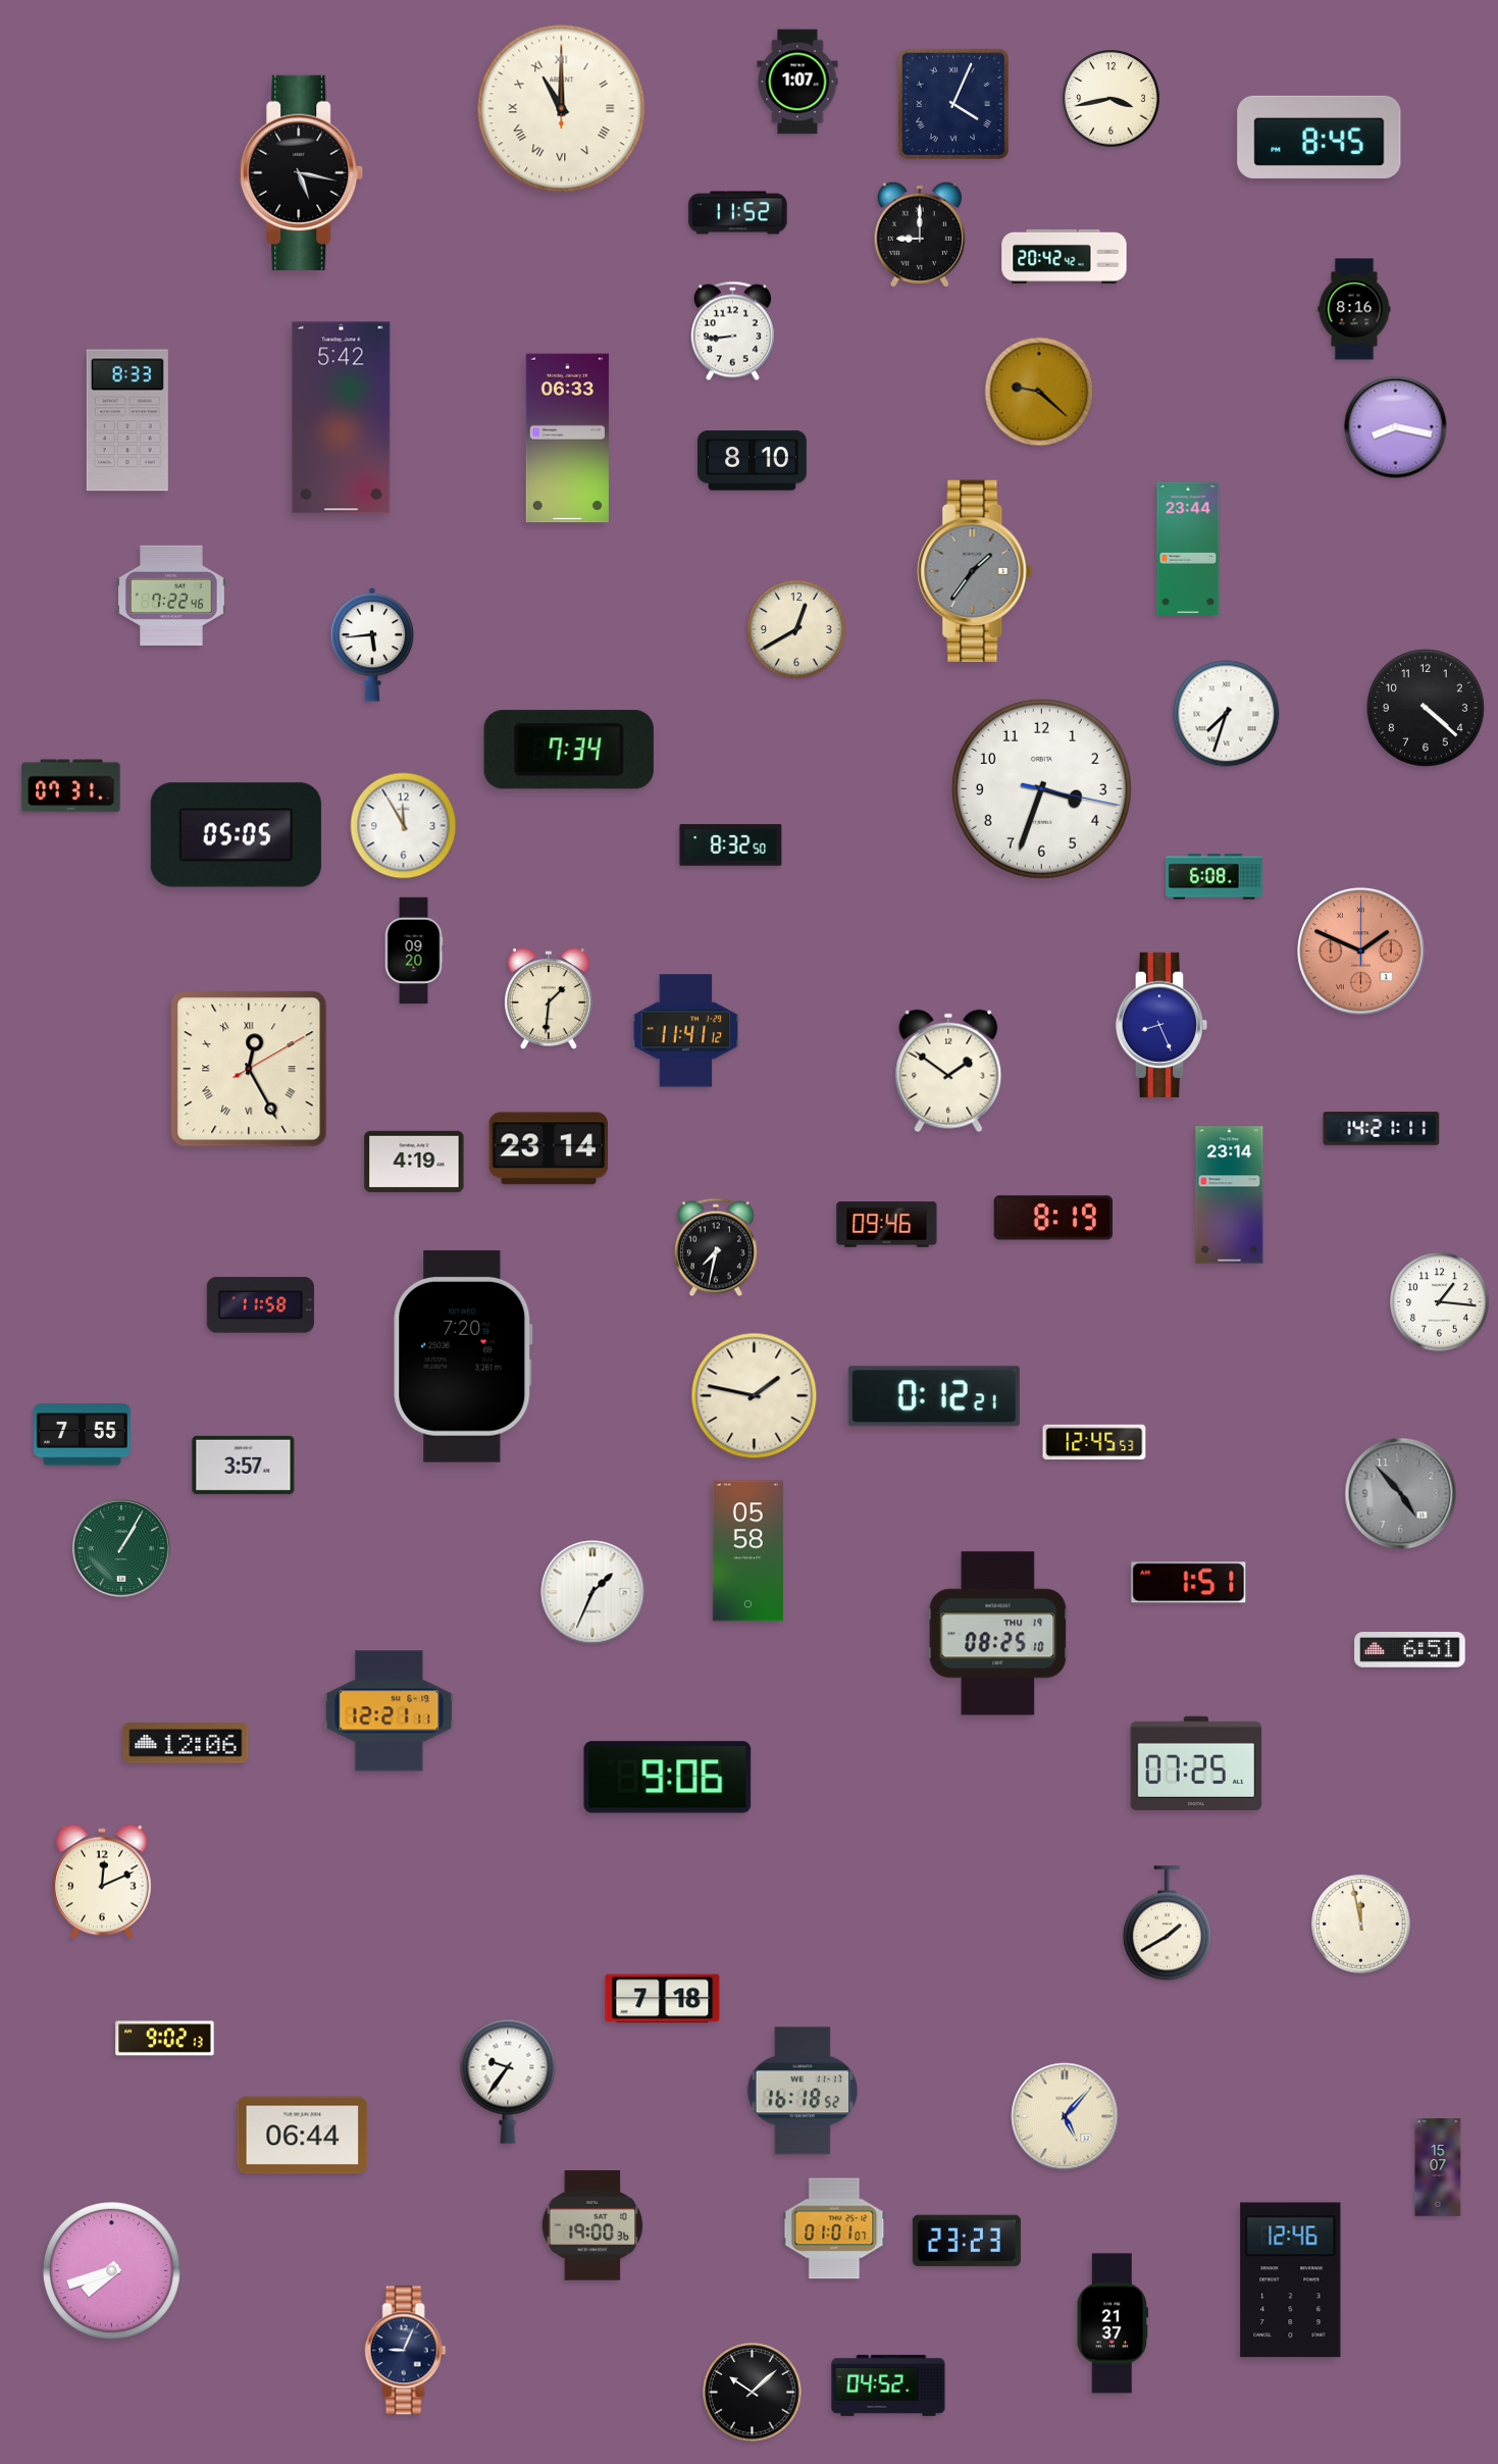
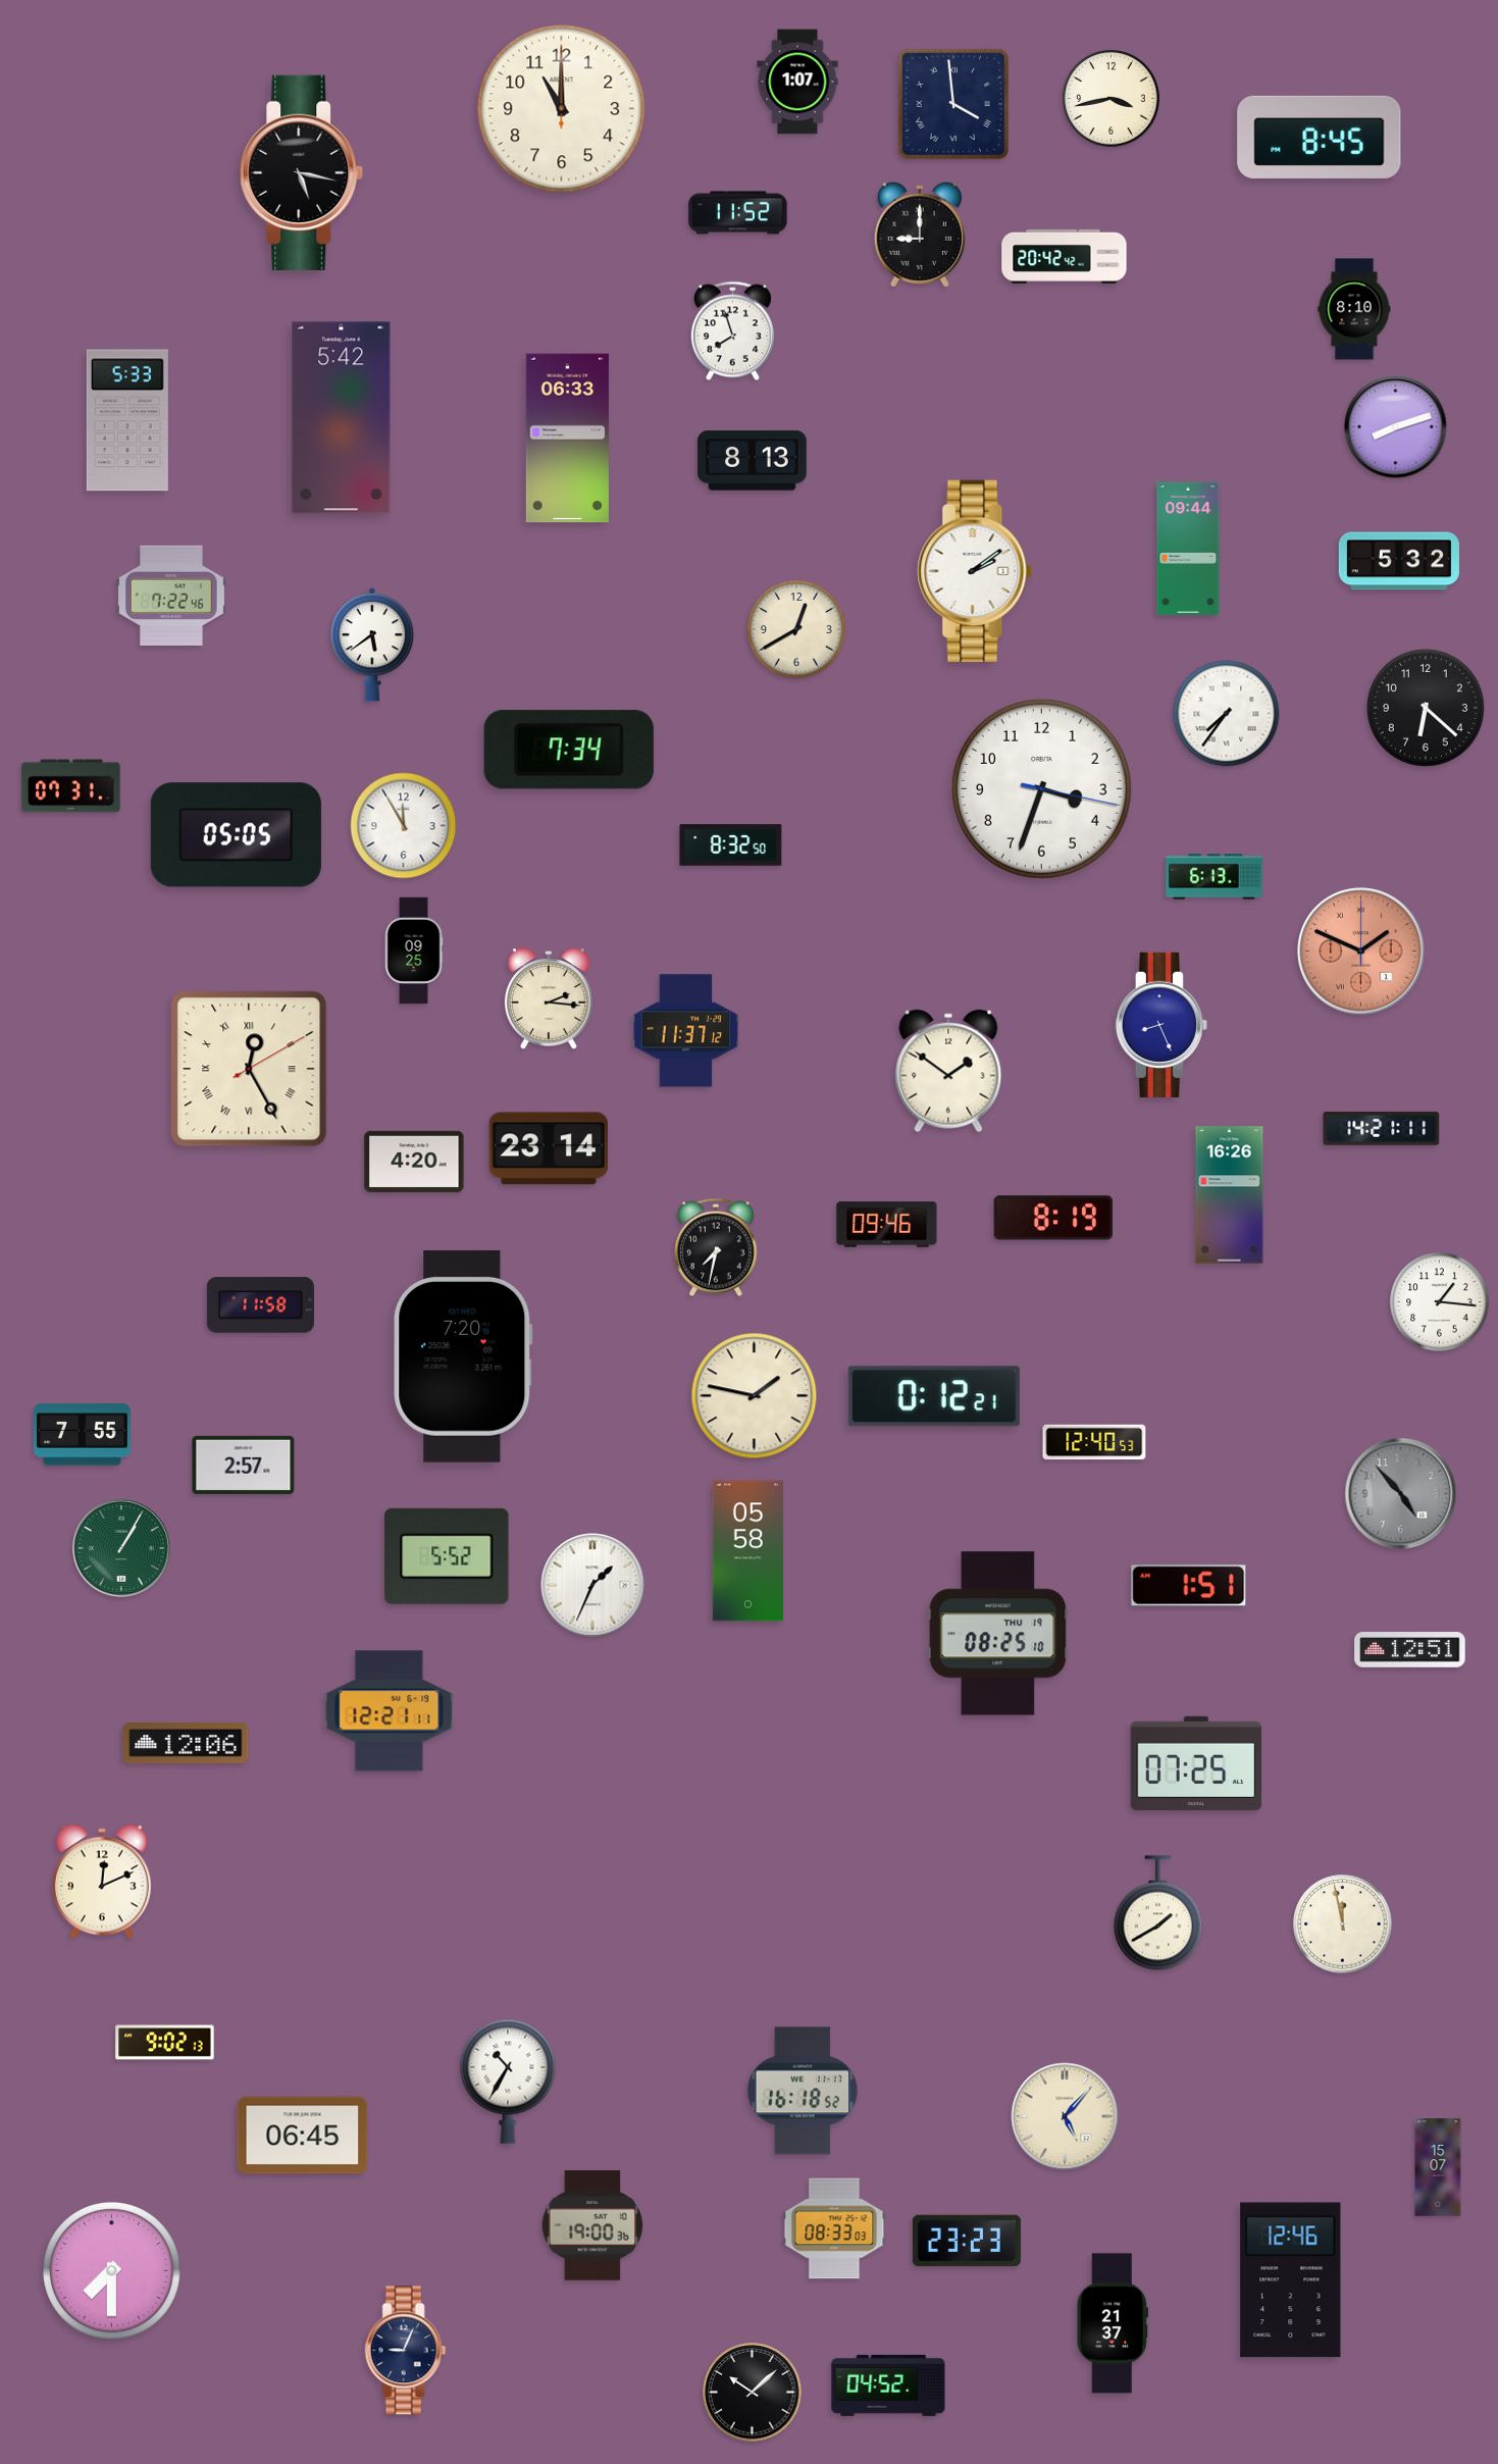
clock at (952, 103): 4:04 -> 3:59
clock at (562, 109) numerals: Roman -> Arabic
clock at (1354, 309): 8:16 -> 8:10
clock at (732, 331): 8:44 -> 7:57
clock at (1039, 392): 9:22 -> none
clock at (127, 420): 8:33 -> 5:33
clock at (1396, 427): 8:17 -> 8:12
clock at (752, 461): 8:10 -> 8:13
clock at (1188, 549): 23:44 -> 09:44
clock at (1399, 561): none -> 5:32
clock at (975, 570): 1:36 -> 2:09
clock at (975, 570) dial: grey -> white
clock at (372, 646): 5:44 -> 5:39
clock at (1427, 709): 4:22 -> 6:22
clock at (1227, 714): 7:33 -> 7:36
clock at (1215, 877): 6:08 -> 6:13
clock at (414, 951): 09:20 -> 09:25
clock at (549, 998): 1:31 -> 2:16
clock at (686, 1031): 11:41 -> 11:37
clock at (414, 1162): 4:19 -> 4:20
clock at (1230, 1195): 23:14 -> 16:26
clock at (1094, 1442): 12:45 -> 12:40
clock at (244, 1465): 3:57 -> 2:57
clock at (447, 1556): none -> 5:52
clock at (1189, 1583) position: (1189, 1583) -> (1189, 1586)
clock at (592, 1592) position: (592, 1592) -> (592, 1585)
clock at (1410, 1650): 6:51 -> 12:51
clock at (668, 1778): 9:06 -> none
clock at (1167, 1923) position: (1167, 1923) -> (1157, 1913)
clock at (1361, 1924) position: (1361, 1924) -> (1343, 1924)
clock at (663, 1999): 7:18 -> none
clock at (165, 2039) position: (165, 2039) -> (165, 2043)
clock at (508, 2082): 9:36 -> 10:35
clock at (303, 2136): 06:44 -> 06:45
clock at (834, 2228): 01:01 -> 08:33
clock at (111, 2270): 7:42 -> 7:30
